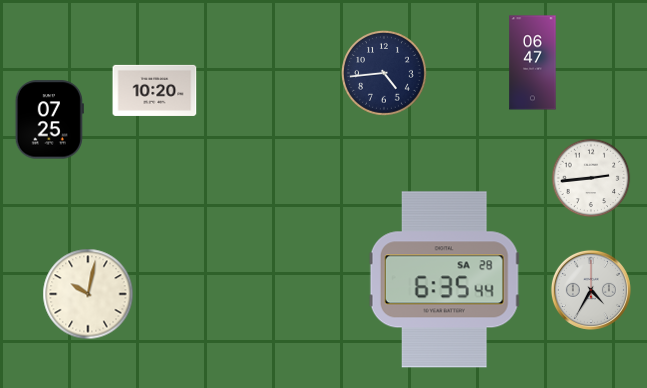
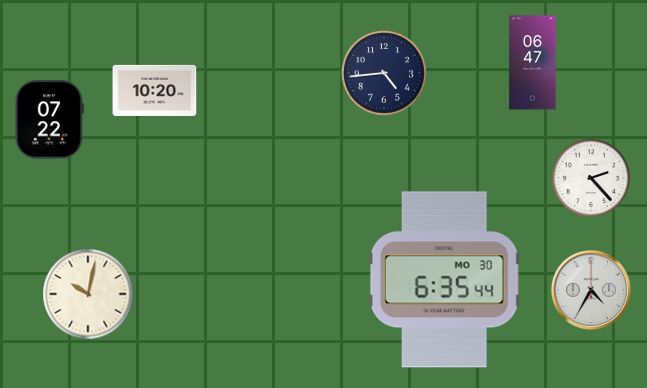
clock at (49, 120): 07:25 -> 07:22
clock at (591, 178): 2:44 -> 2:23
clock at (444, 280) date: SA 28 -> MO 30
